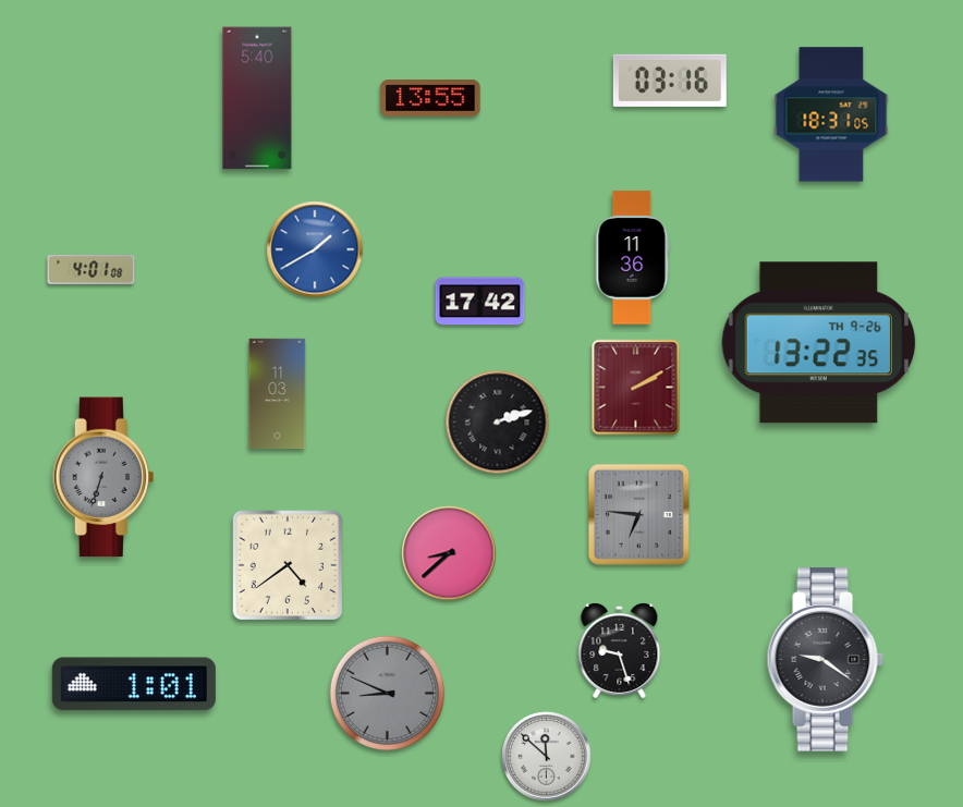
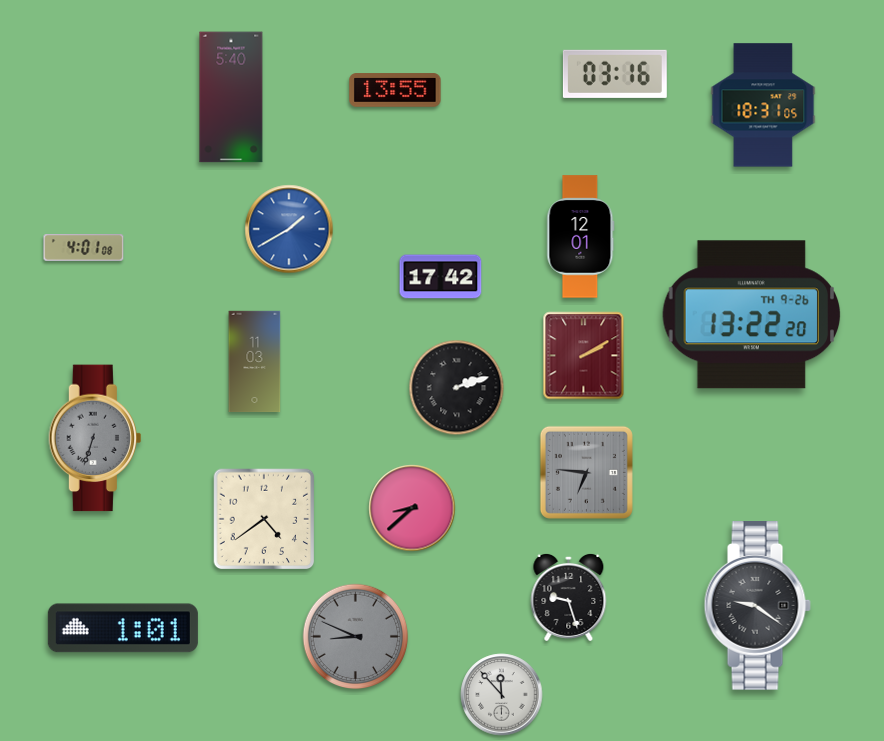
clock at (257, 98) position: (257, 98) -> (231, 97)
clock at (633, 258): 11:36 -> 12:01
clock at (819, 343): 13:22:35 -> 13:22:20
clock at (547, 757): 11:52 -> 11:53
